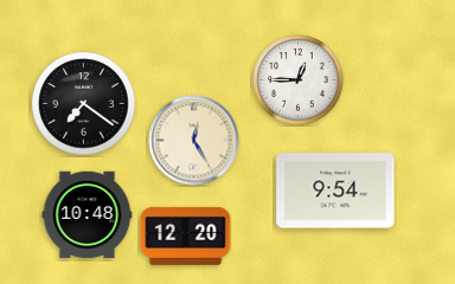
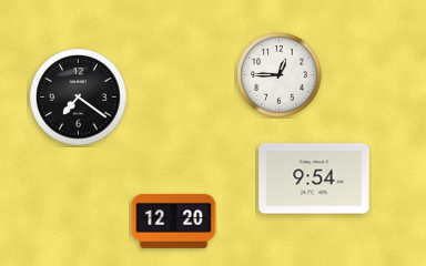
clock at (194, 141): 12:25 -> none
clock at (88, 215): 10:48 -> none
